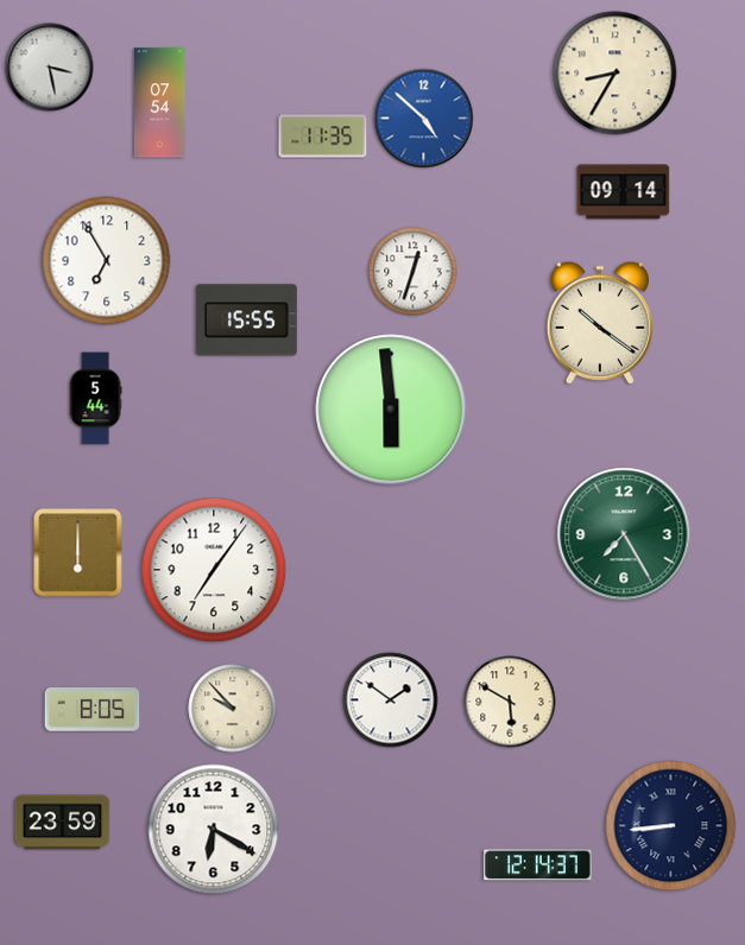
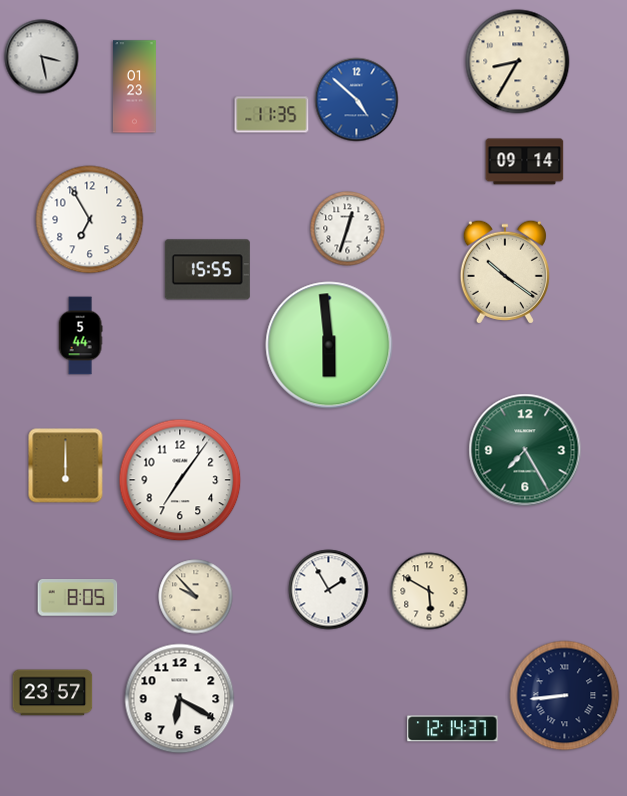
clock at (160, 103): 07:54 -> 01:23
clock at (391, 700): 1:51 -> 1:55
clock at (63, 823): 23:59 -> 23:57
